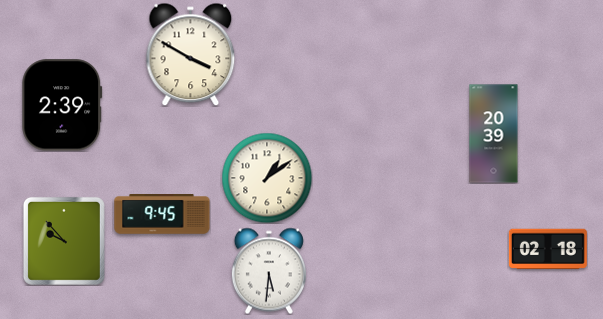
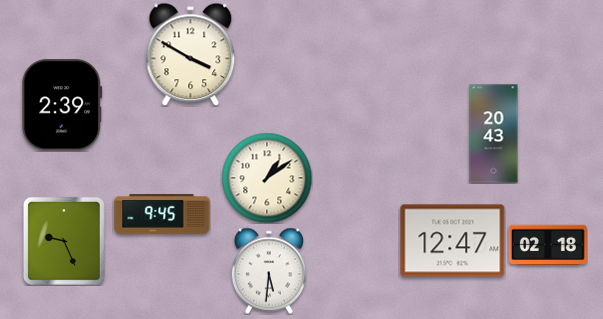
clock at (494, 134): 20:39 -> 20:43
clock at (64, 241): 9:53 -> 9:26
clock at (453, 241): none -> 12:47
clock at (548, 248) position: (548, 248) -> (548, 244)
